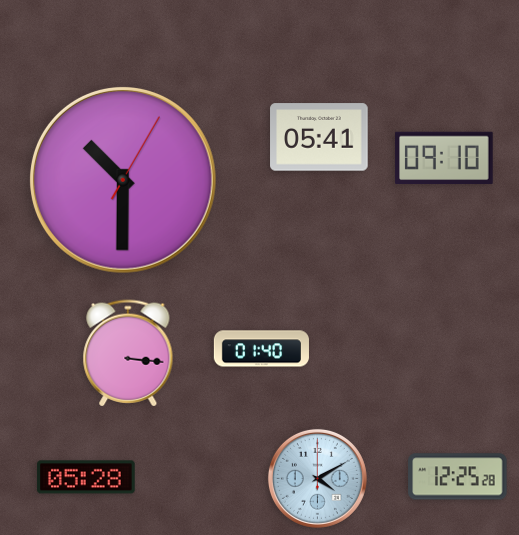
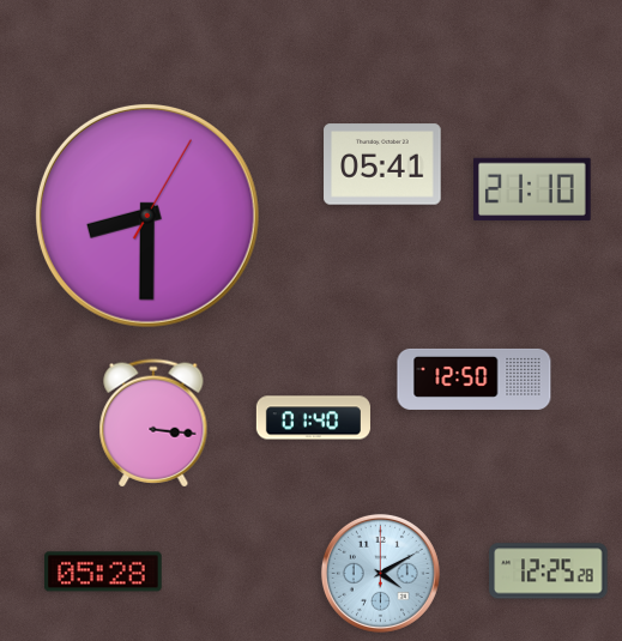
clock at (444, 158): 09:10 -> 21:10
clock at (123, 180): 10:30 -> 8:30
clock at (475, 379): none -> 12:50
